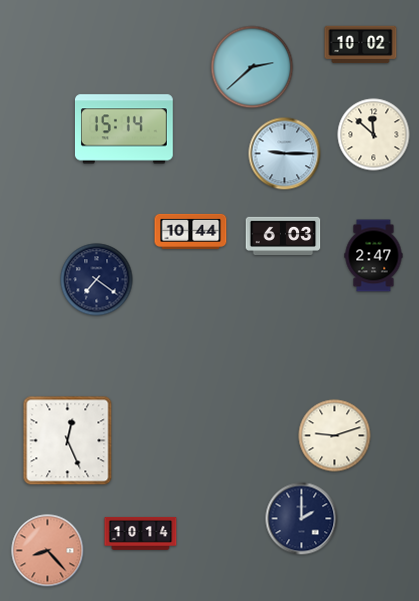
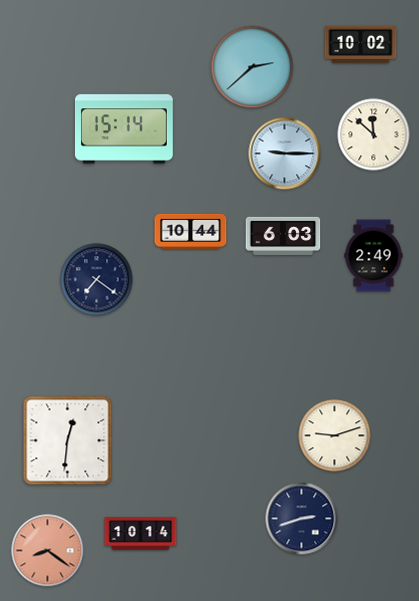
clock at (374, 256): 2:47 -> 2:49
clock at (68, 441): 12:26 -> 12:31
clock at (302, 519): 2:00 -> 2:42
clock at (48, 551): 8:23 -> 8:21
